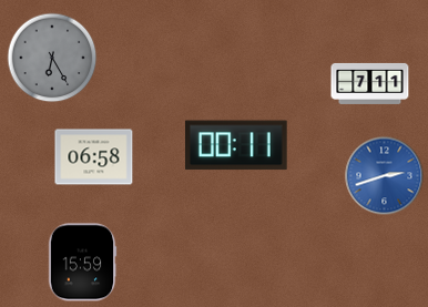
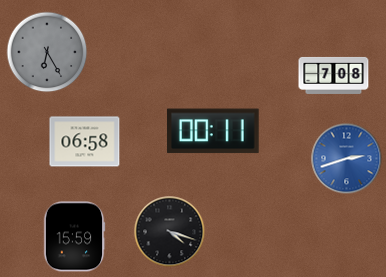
clock at (370, 83): 7:11 -> 7:08
clock at (170, 232): none -> 4:18
